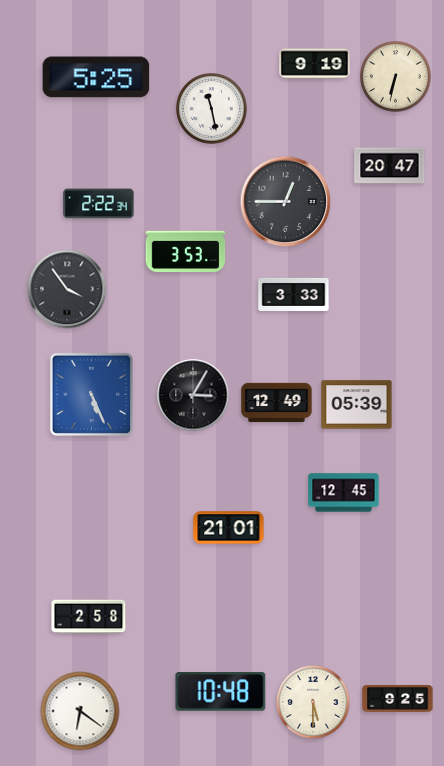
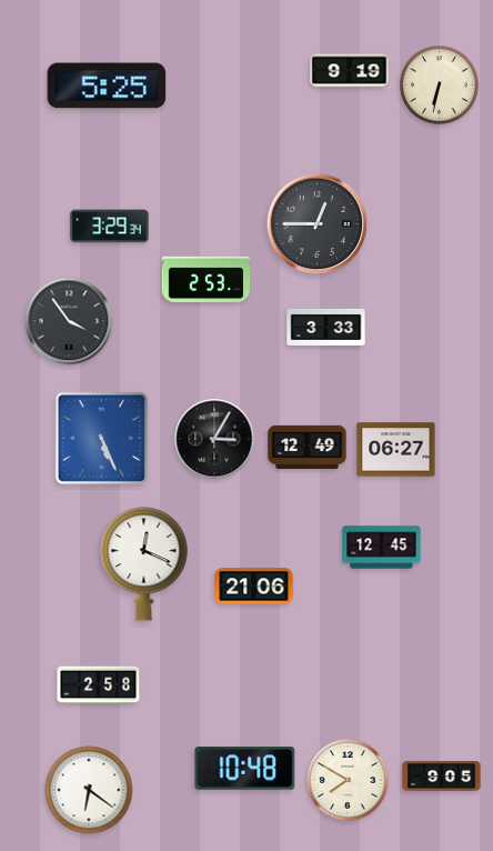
clock at (212, 109): 11:28 -> none
clock at (390, 166): 20:47 -> none
clock at (99, 204): 2:22 -> 3:29
clock at (186, 251): 3:53 -> 2:53
clock at (67, 289) position: (67, 289) -> (69, 321)
clock at (357, 405): 05:39 -> 06:27
clock at (144, 564): none -> 12:19
clock at (229, 528): 21:01 -> 21:06
clock at (398, 699): 9:25 -> 9:05
clock at (313, 702): 5:30 -> 7:50
